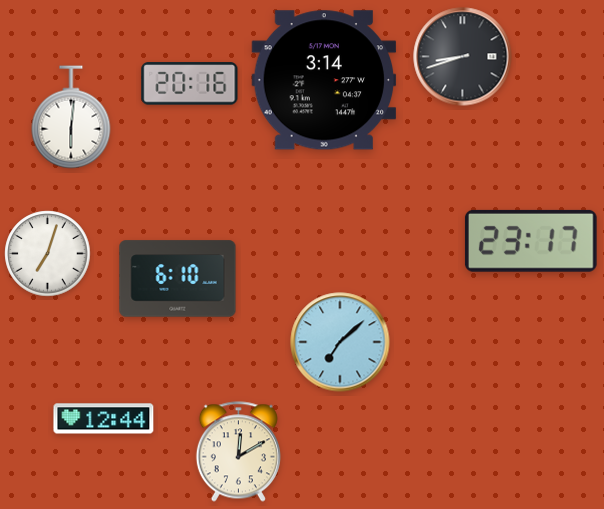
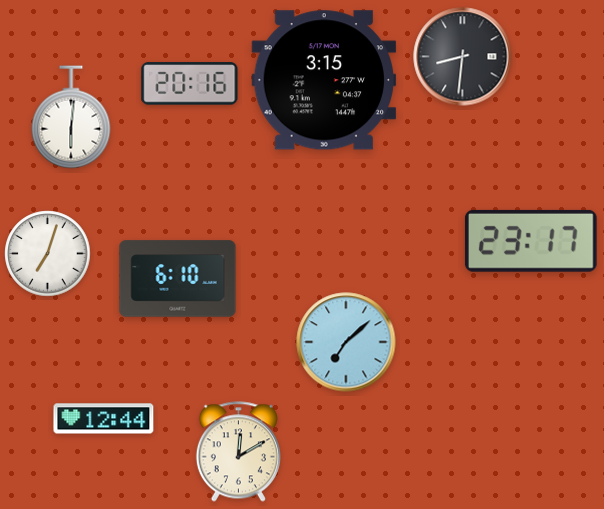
clock at (463, 57): 8:42 -> 8:31
clock at (324, 80): 3:14 -> 3:15
clock at (340, 342) position: (340, 342) -> (346, 342)
